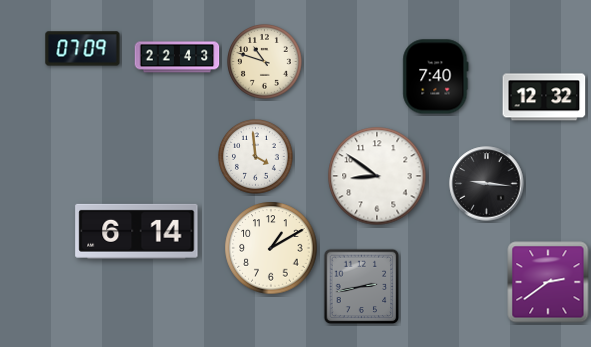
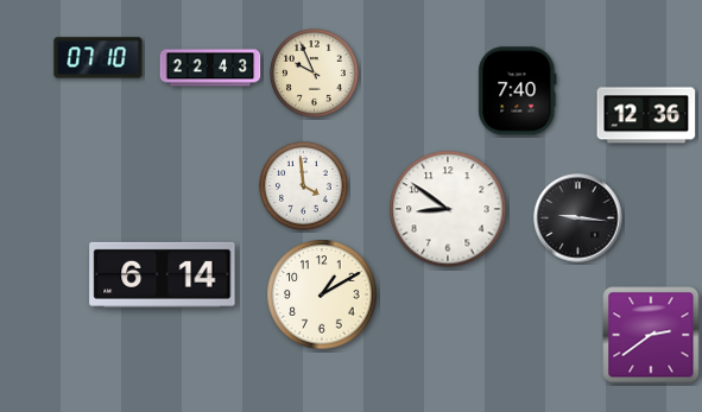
clock at (83, 49): 07:09 -> 07:10
clock at (265, 62): 10:48 -> 9:56
clock at (544, 97): 12:32 -> 12:36
clock at (362, 287): 2:43 -> none
